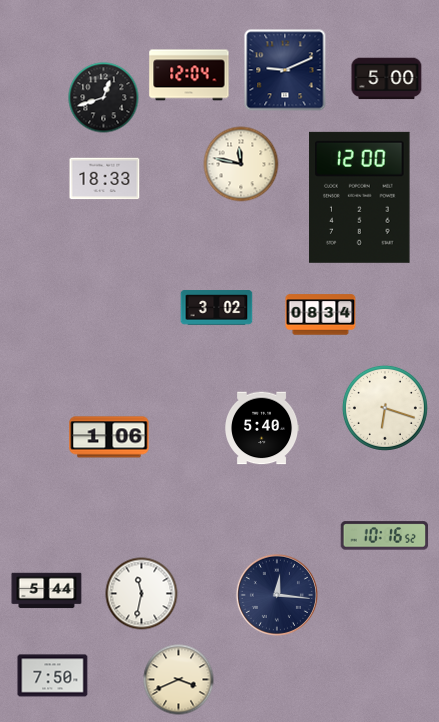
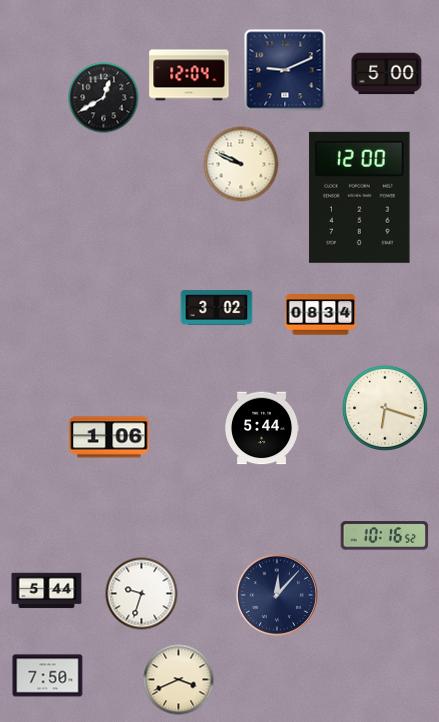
clock at (387, 79) position: (387, 79) -> (387, 74)
clock at (104, 98): 12:42 -> 12:40
clock at (241, 164): 11:47 -> 9:49
clock at (105, 179): 18:33 -> none
clock at (263, 428): 5:40 -> 5:44
clock at (142, 594): 11:32 -> 9:33
clock at (277, 595): 12:16 -> 12:07
clock at (53, 676) position: (53, 676) -> (48, 676)
